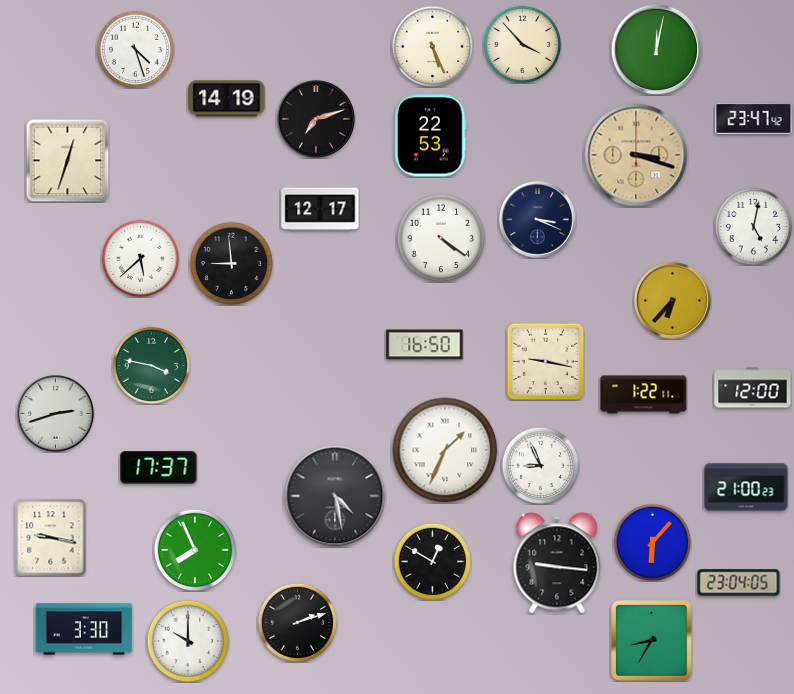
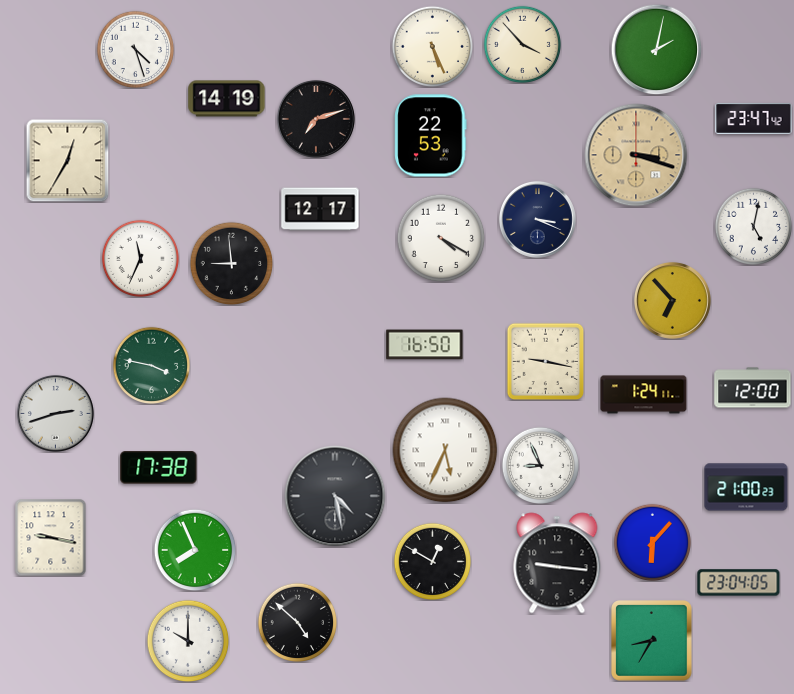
clock at (656, 49): 12:02 -> 2:02
clock at (67, 160): 12:33 -> 12:35
clock at (441, 238): 4:21 -> 4:20
clock at (140, 258): 5:38 -> 11:34
clock at (672, 300): 6:37 -> 6:53
clock at (644, 395): 1:22 -> 1:24
clock at (445, 450): 1:34 -> 5:34
clock at (159, 468): 17:37 -> 17:38
clock at (297, 622): 2:12 -> 4:52
clock at (84, 629): 3:30 -> none
